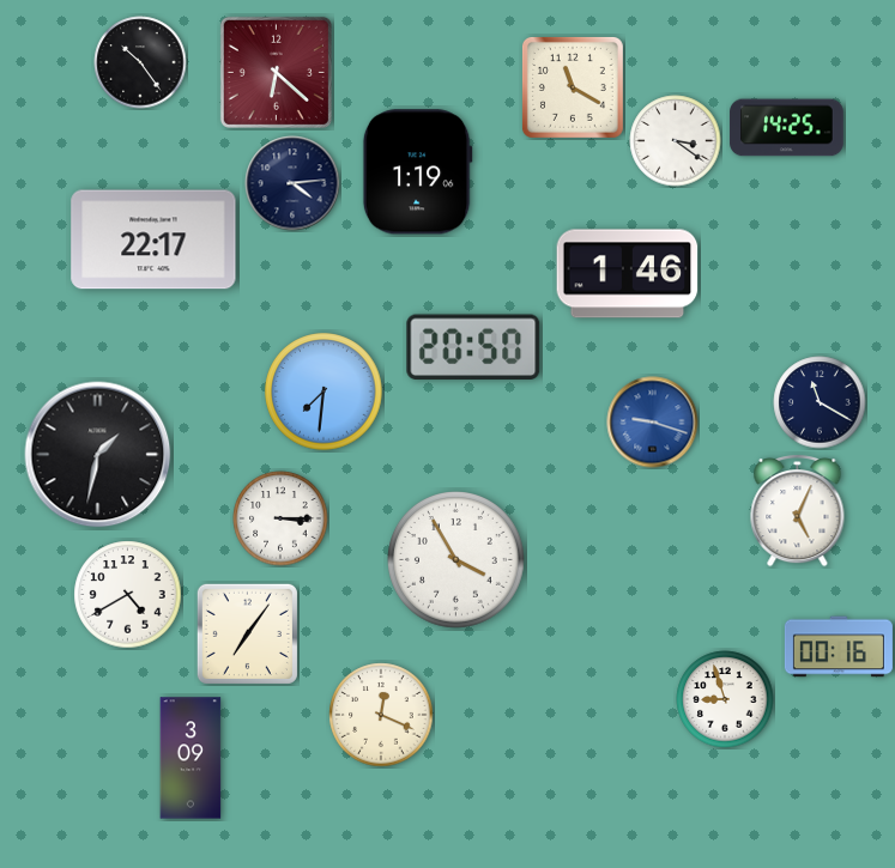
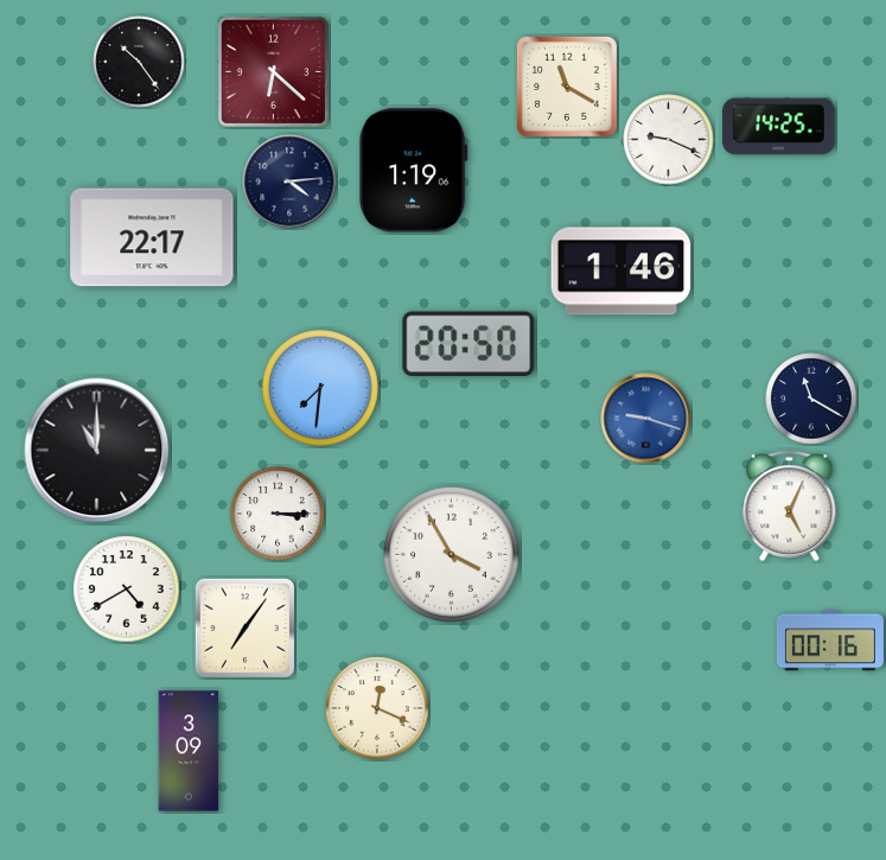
clock at (676, 141): 3:21 -> 9:19
clock at (98, 455): 1:32 -> 11:00
clock at (725, 699): 8:57 -> none
